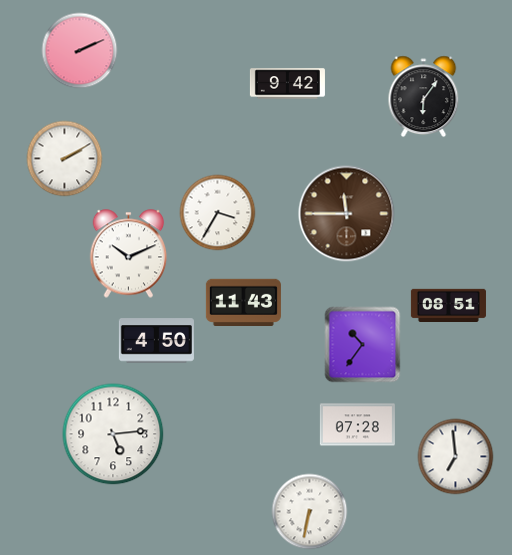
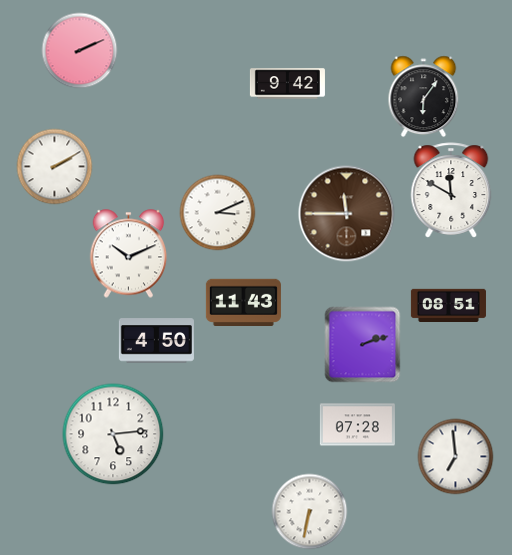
clock at (65, 159) position: (65, 159) -> (55, 167)
clock at (451, 190): none -> 11:50
clock at (218, 213): 3:35 -> 3:11
clock at (363, 345): 10:36 -> 2:12
